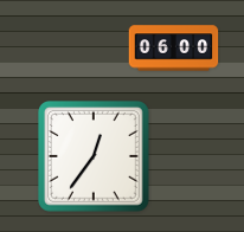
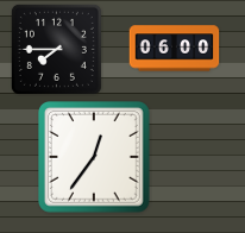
clock at (56, 49): none -> 7:45
